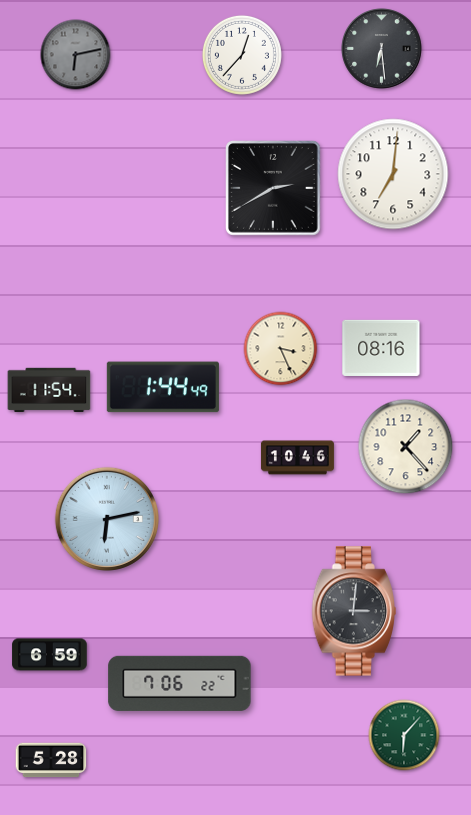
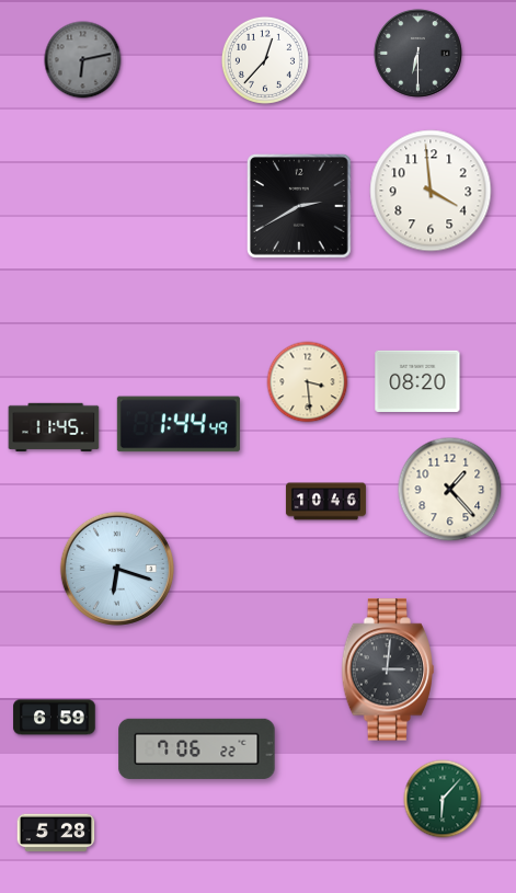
clock at (382, 49): 6:29 -> 6:30
clock at (393, 174): 7:01 -> 3:59
clock at (381, 348): 08:16 -> 08:20
clock at (281, 349): 3:26 -> 3:29
clock at (49, 389): 11:54 -> 11:45
clock at (406, 447) position: (406, 447) -> (450, 490)
clock at (107, 519): 6:13 -> 6:18
clock at (404, 735) position: (404, 735) -> (443, 799)
